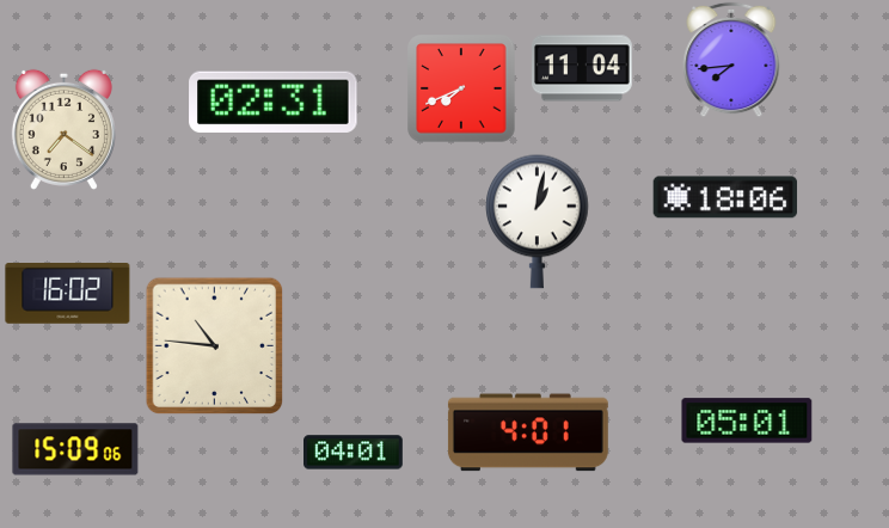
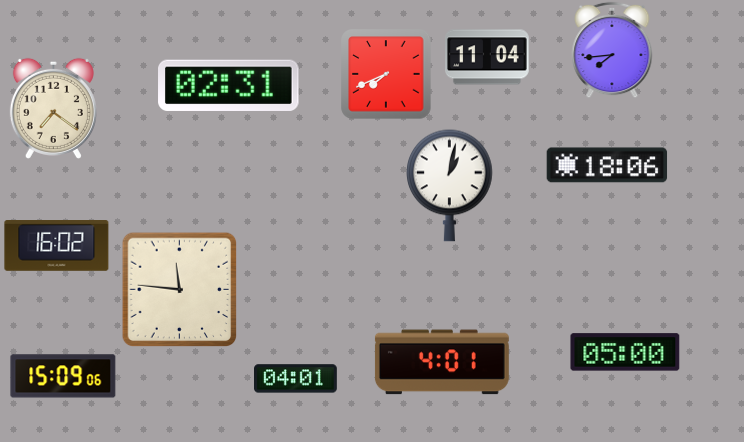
clock at (214, 345): 10:46 -> 11:46
clock at (747, 420): 05:01 -> 05:00
